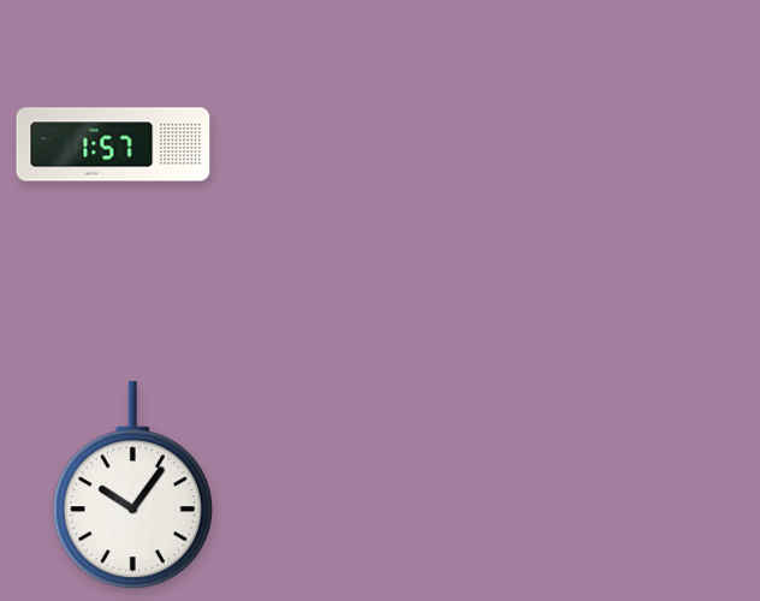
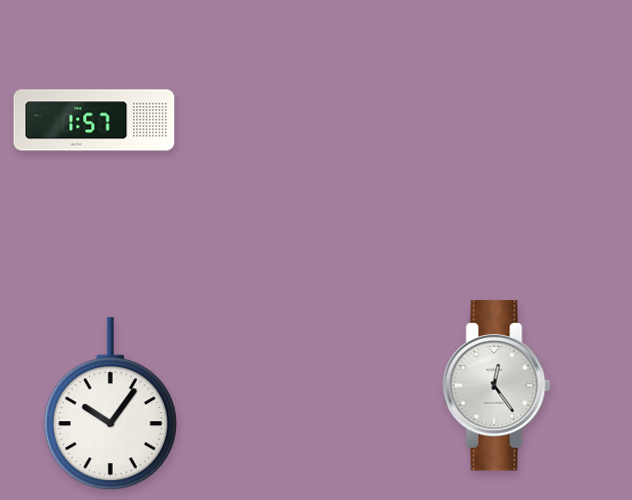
clock at (497, 386): none -> 12:24
